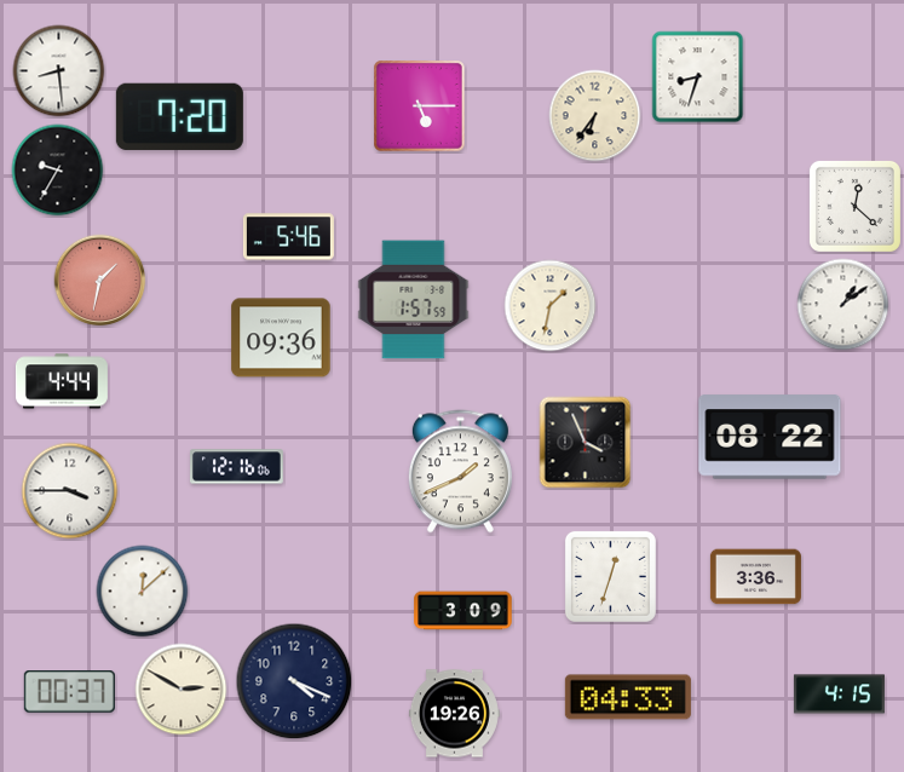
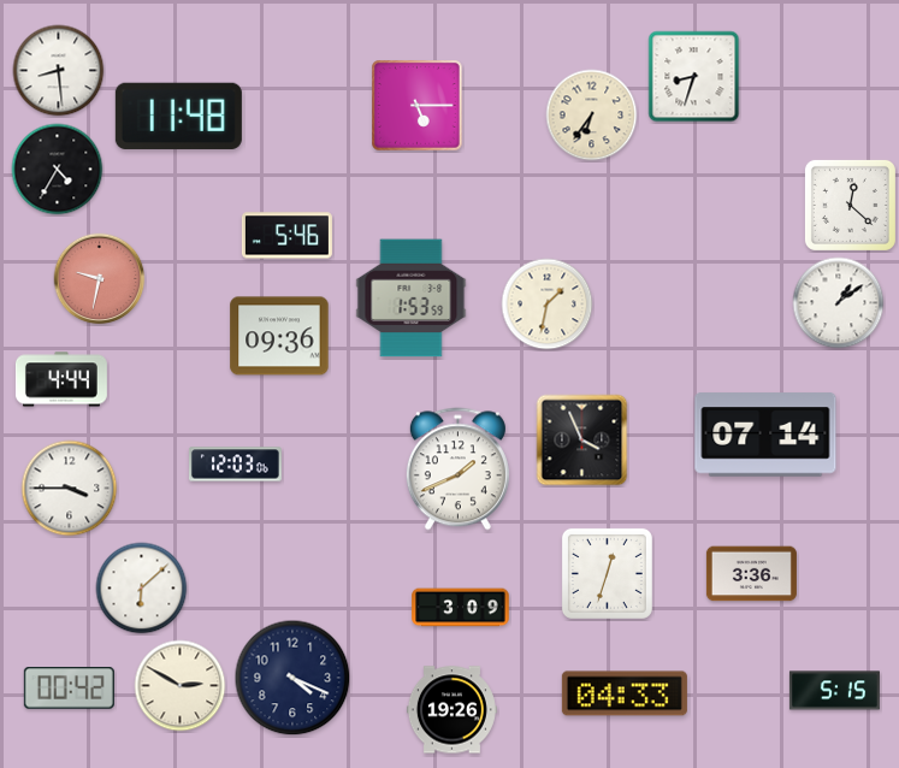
clock at (179, 116): 7:20 -> 11:48
clock at (58, 171): 9:35 -> 4:35
clock at (100, 281): 1:32 -> 9:32
clock at (414, 300): 1:57 -> 1:53
clock at (770, 437): 08:22 -> 07:14
clock at (236, 467): 12:16 -> 12:03
clock at (143, 592): 12:08 -> 6:08
clock at (69, 692): 00:37 -> 00:42
clock at (839, 695): 4:15 -> 5:15
